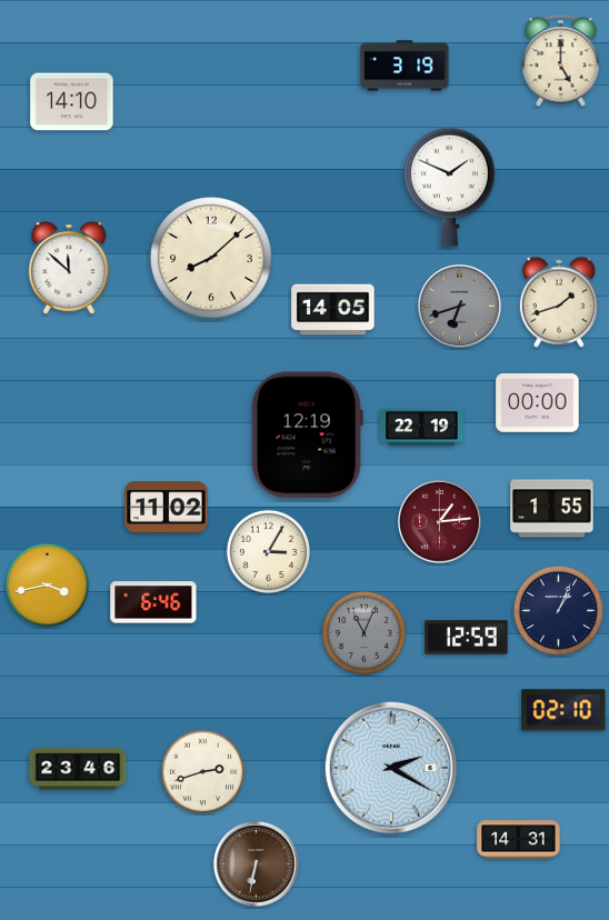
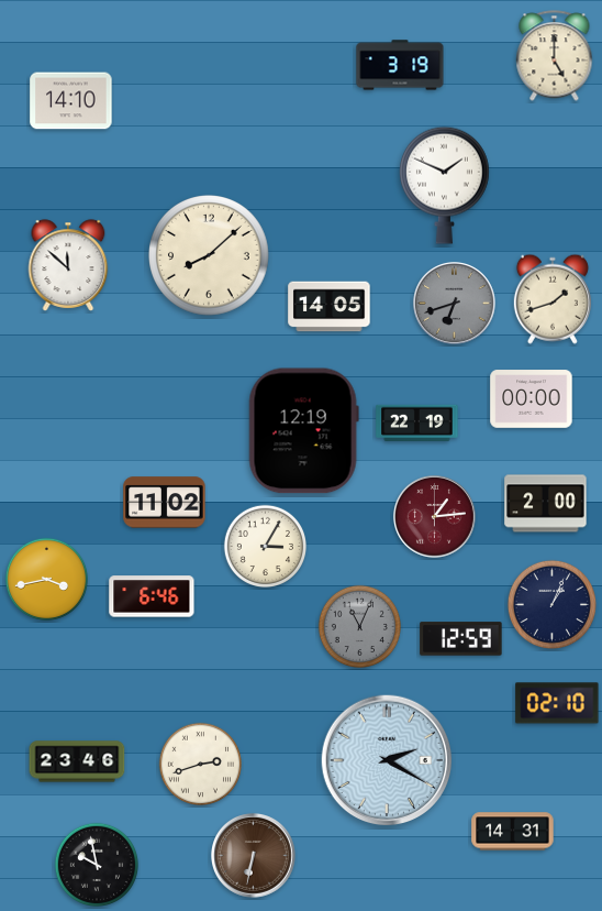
clock at (561, 61) position: (561, 61) -> (555, 56)
clock at (552, 509): 1:55 -> 2:00
clock at (467, 638) position: (467, 638) -> (461, 639)
clock at (96, 864): none -> 9:58
